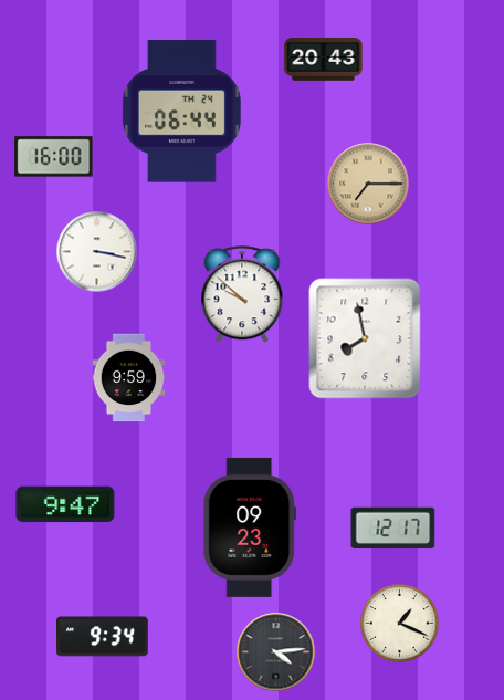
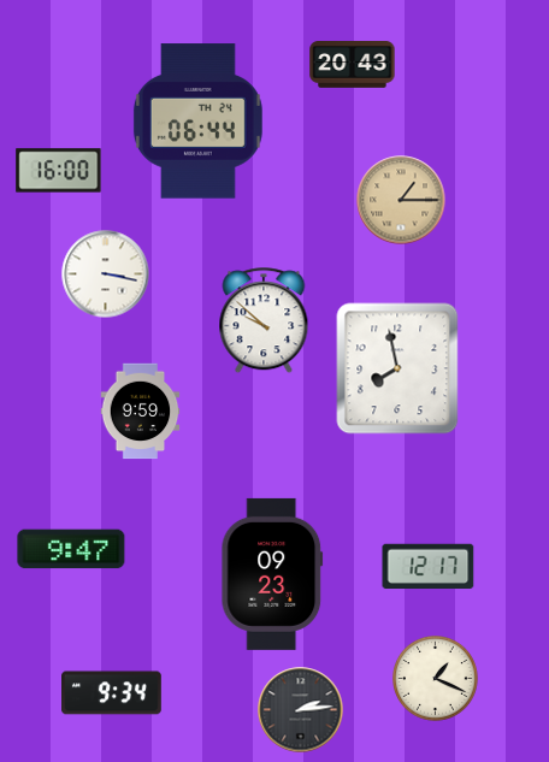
clock at (368, 184): 7:15 -> 1:15
clock at (393, 529) position: (393, 529) -> (429, 567)
clock at (276, 652): 4:14 -> 2:14
